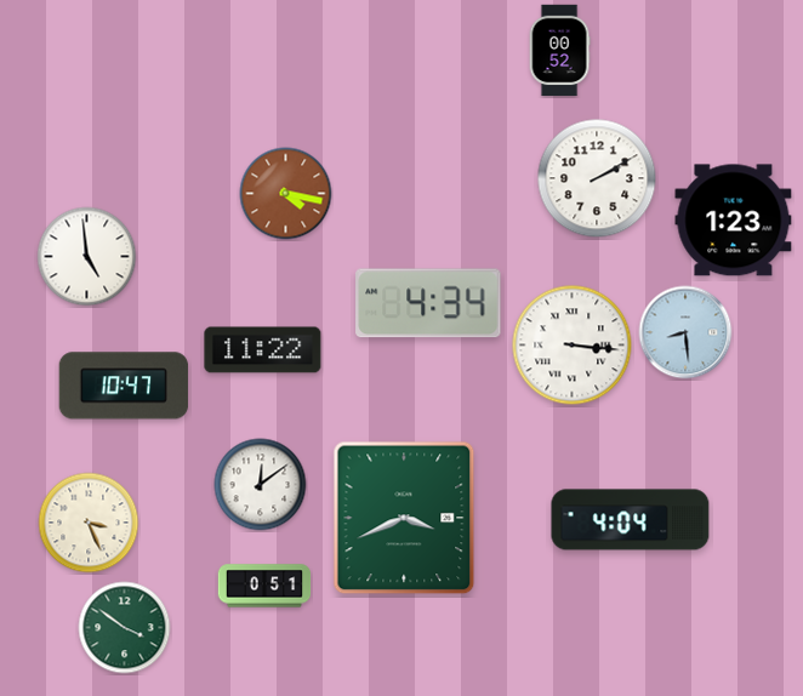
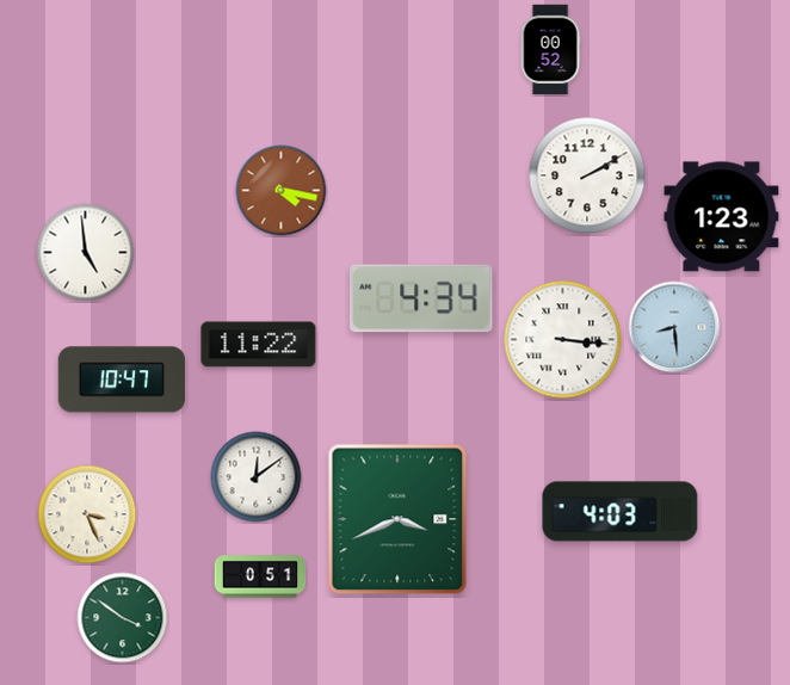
clock at (404, 518) position: (404, 518) -> (397, 519)
clock at (631, 520): 4:04 -> 4:03
